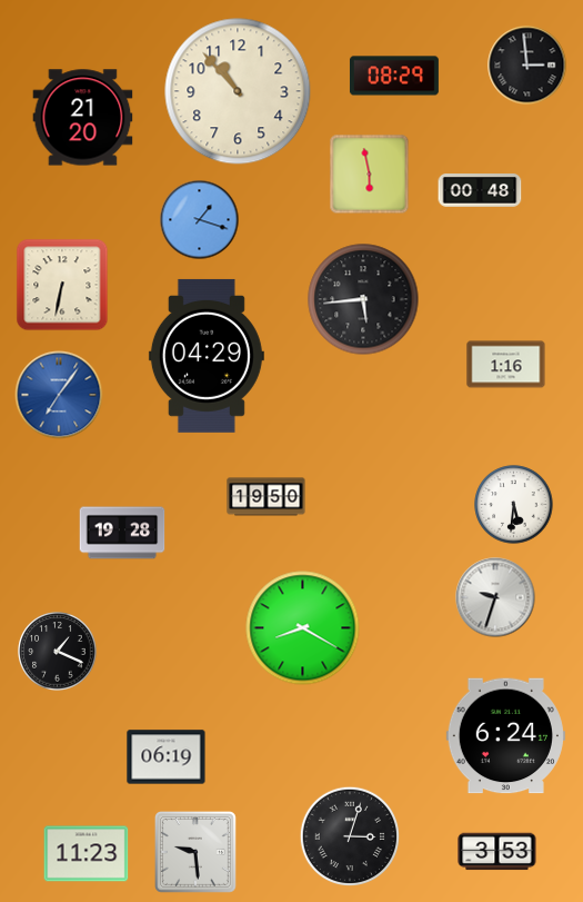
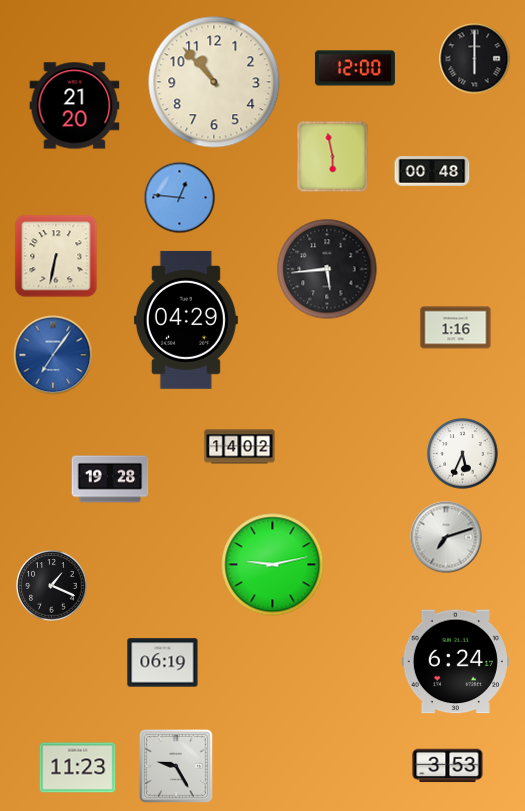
clock at (527, 66): 2:59 -> 6:00
clock at (394, 76): 08:29 -> 12:00
clock at (200, 220): 1:18 -> 12:46
clock at (267, 497): 19:50 -> 14:02
clock at (514, 505): 5:31 -> 5:34
clock at (495, 597): 9:33 -> 7:12
clock at (303, 628): 8:20 -> 9:13
clock at (167, 757) position: (167, 757) -> (163, 663)
clock at (349, 835): 3:03 -> none
clock at (197, 853): 9:29 -> 9:25
